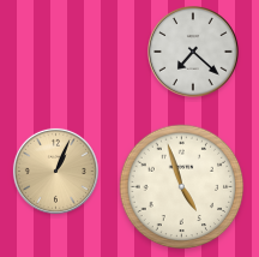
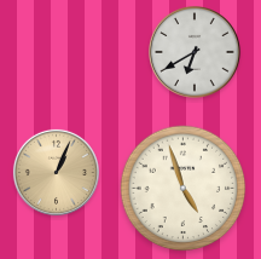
clock at (194, 53): 7:22 -> 6:40
